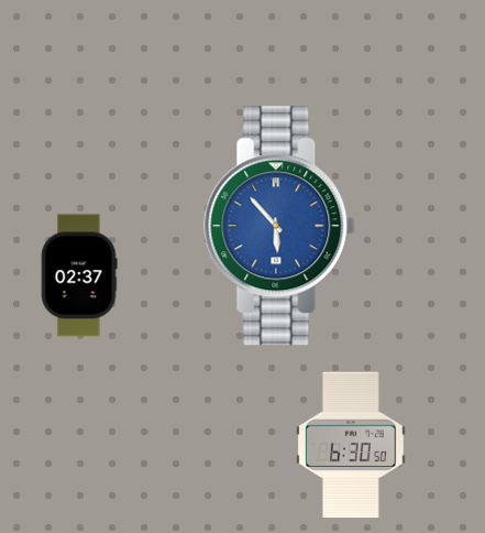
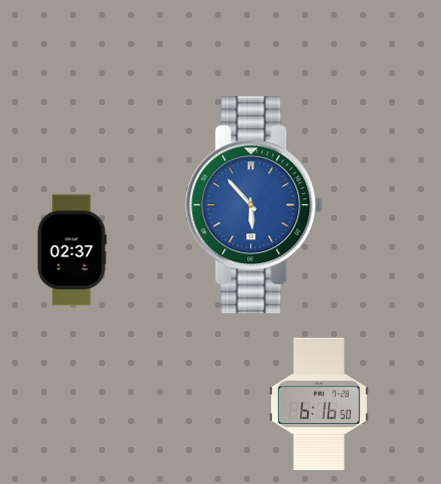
clock at (352, 445): 6:30 -> 6:16
